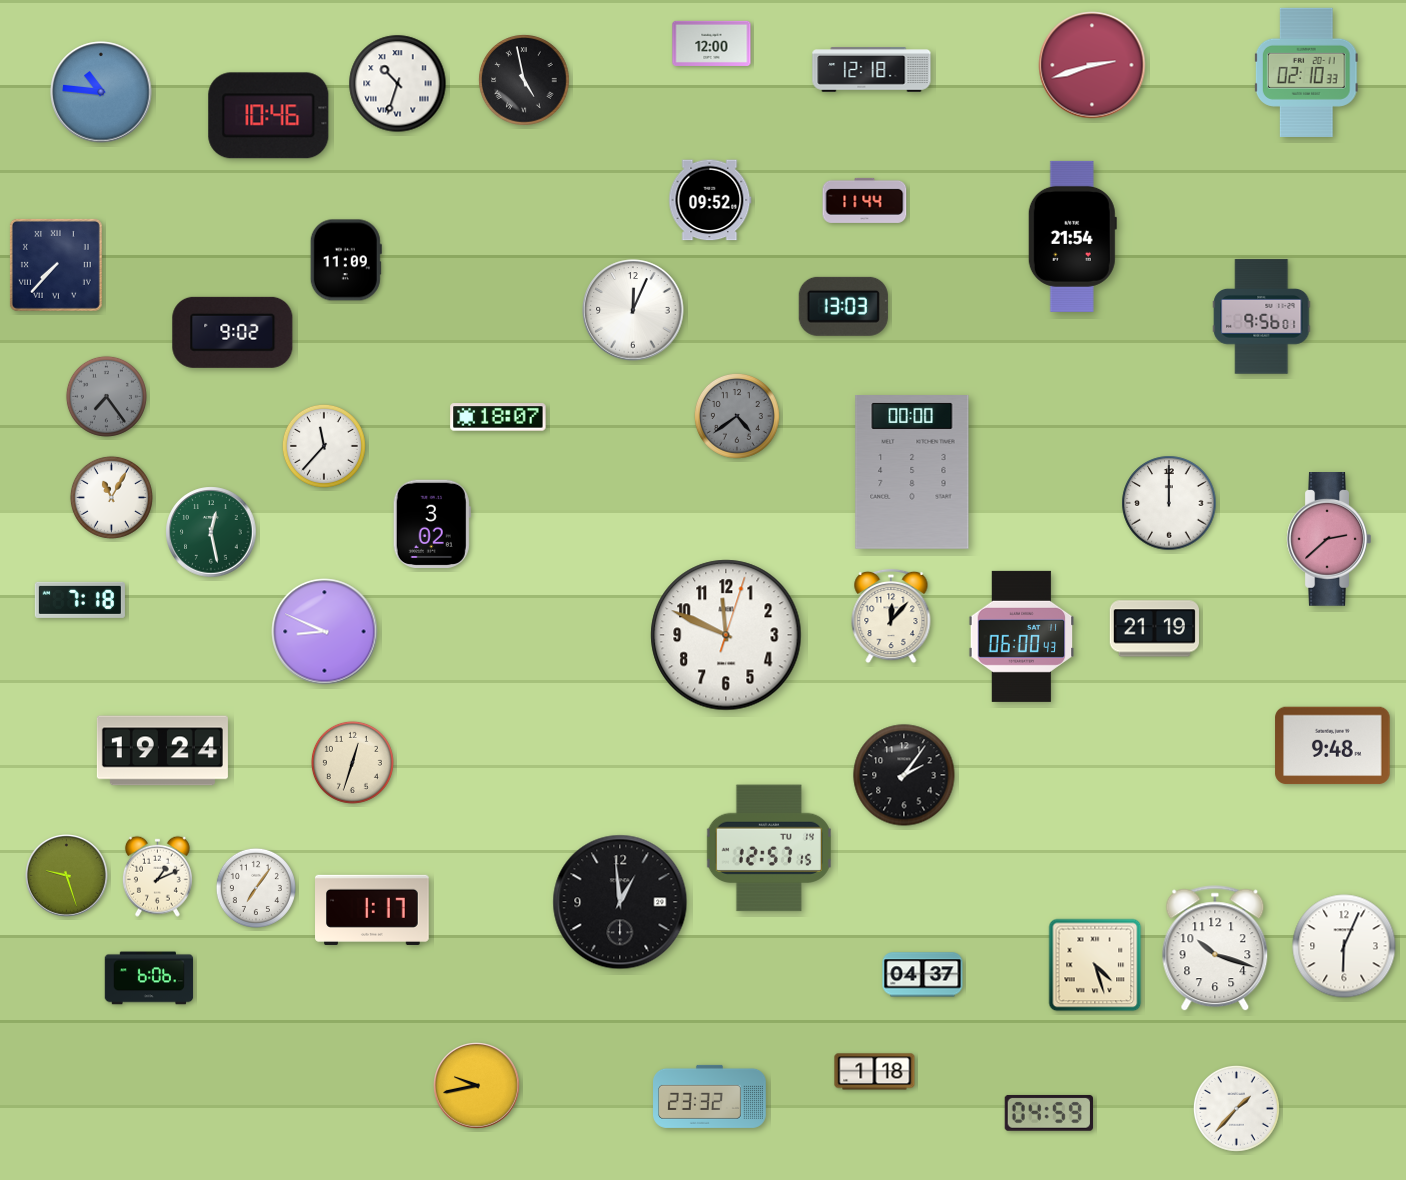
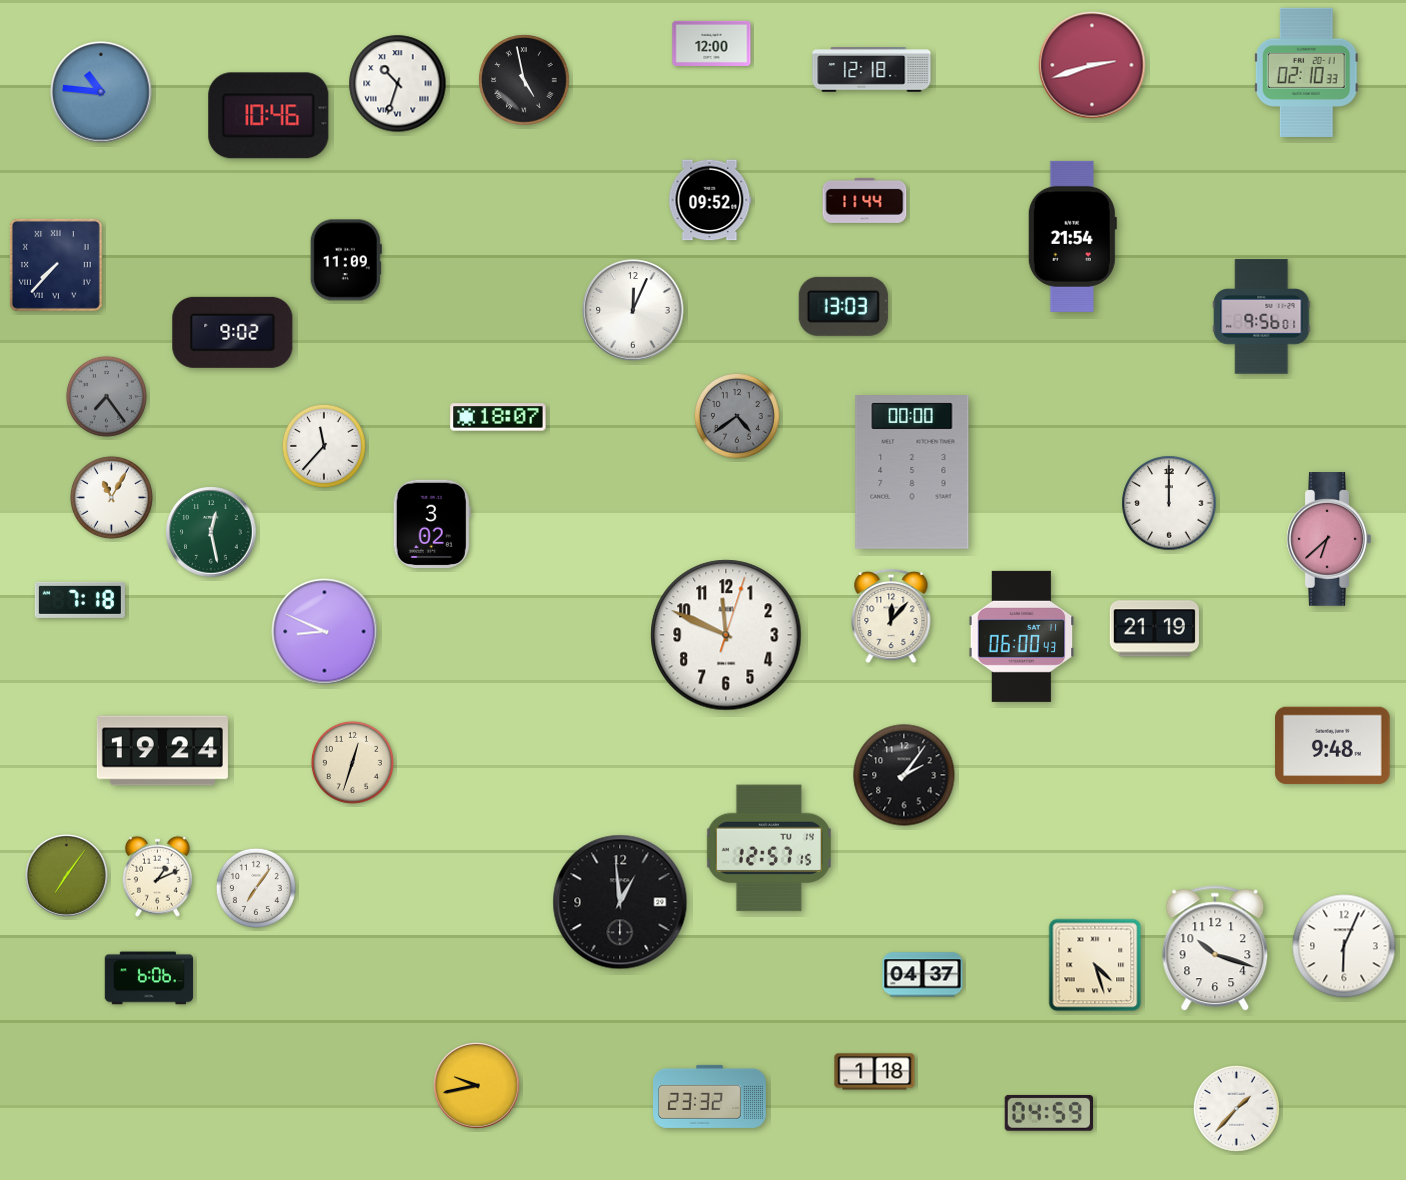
clock at (1329, 540): 2:38 -> 6:38
clock at (67, 876): 9:27 -> 7:06
clock at (373, 910): 1:17 -> none
